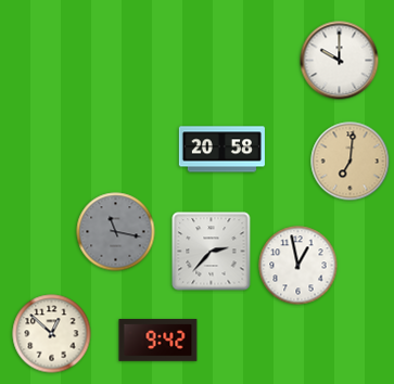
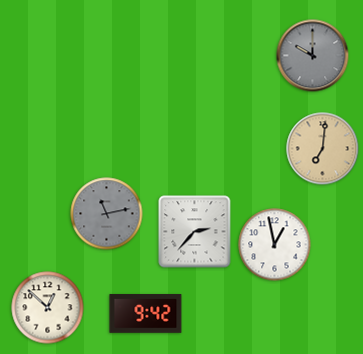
clock at (340, 61) dial: white -> grey
clock at (221, 150): 20:58 -> none
clock at (116, 232): 11:17 -> 11:13
